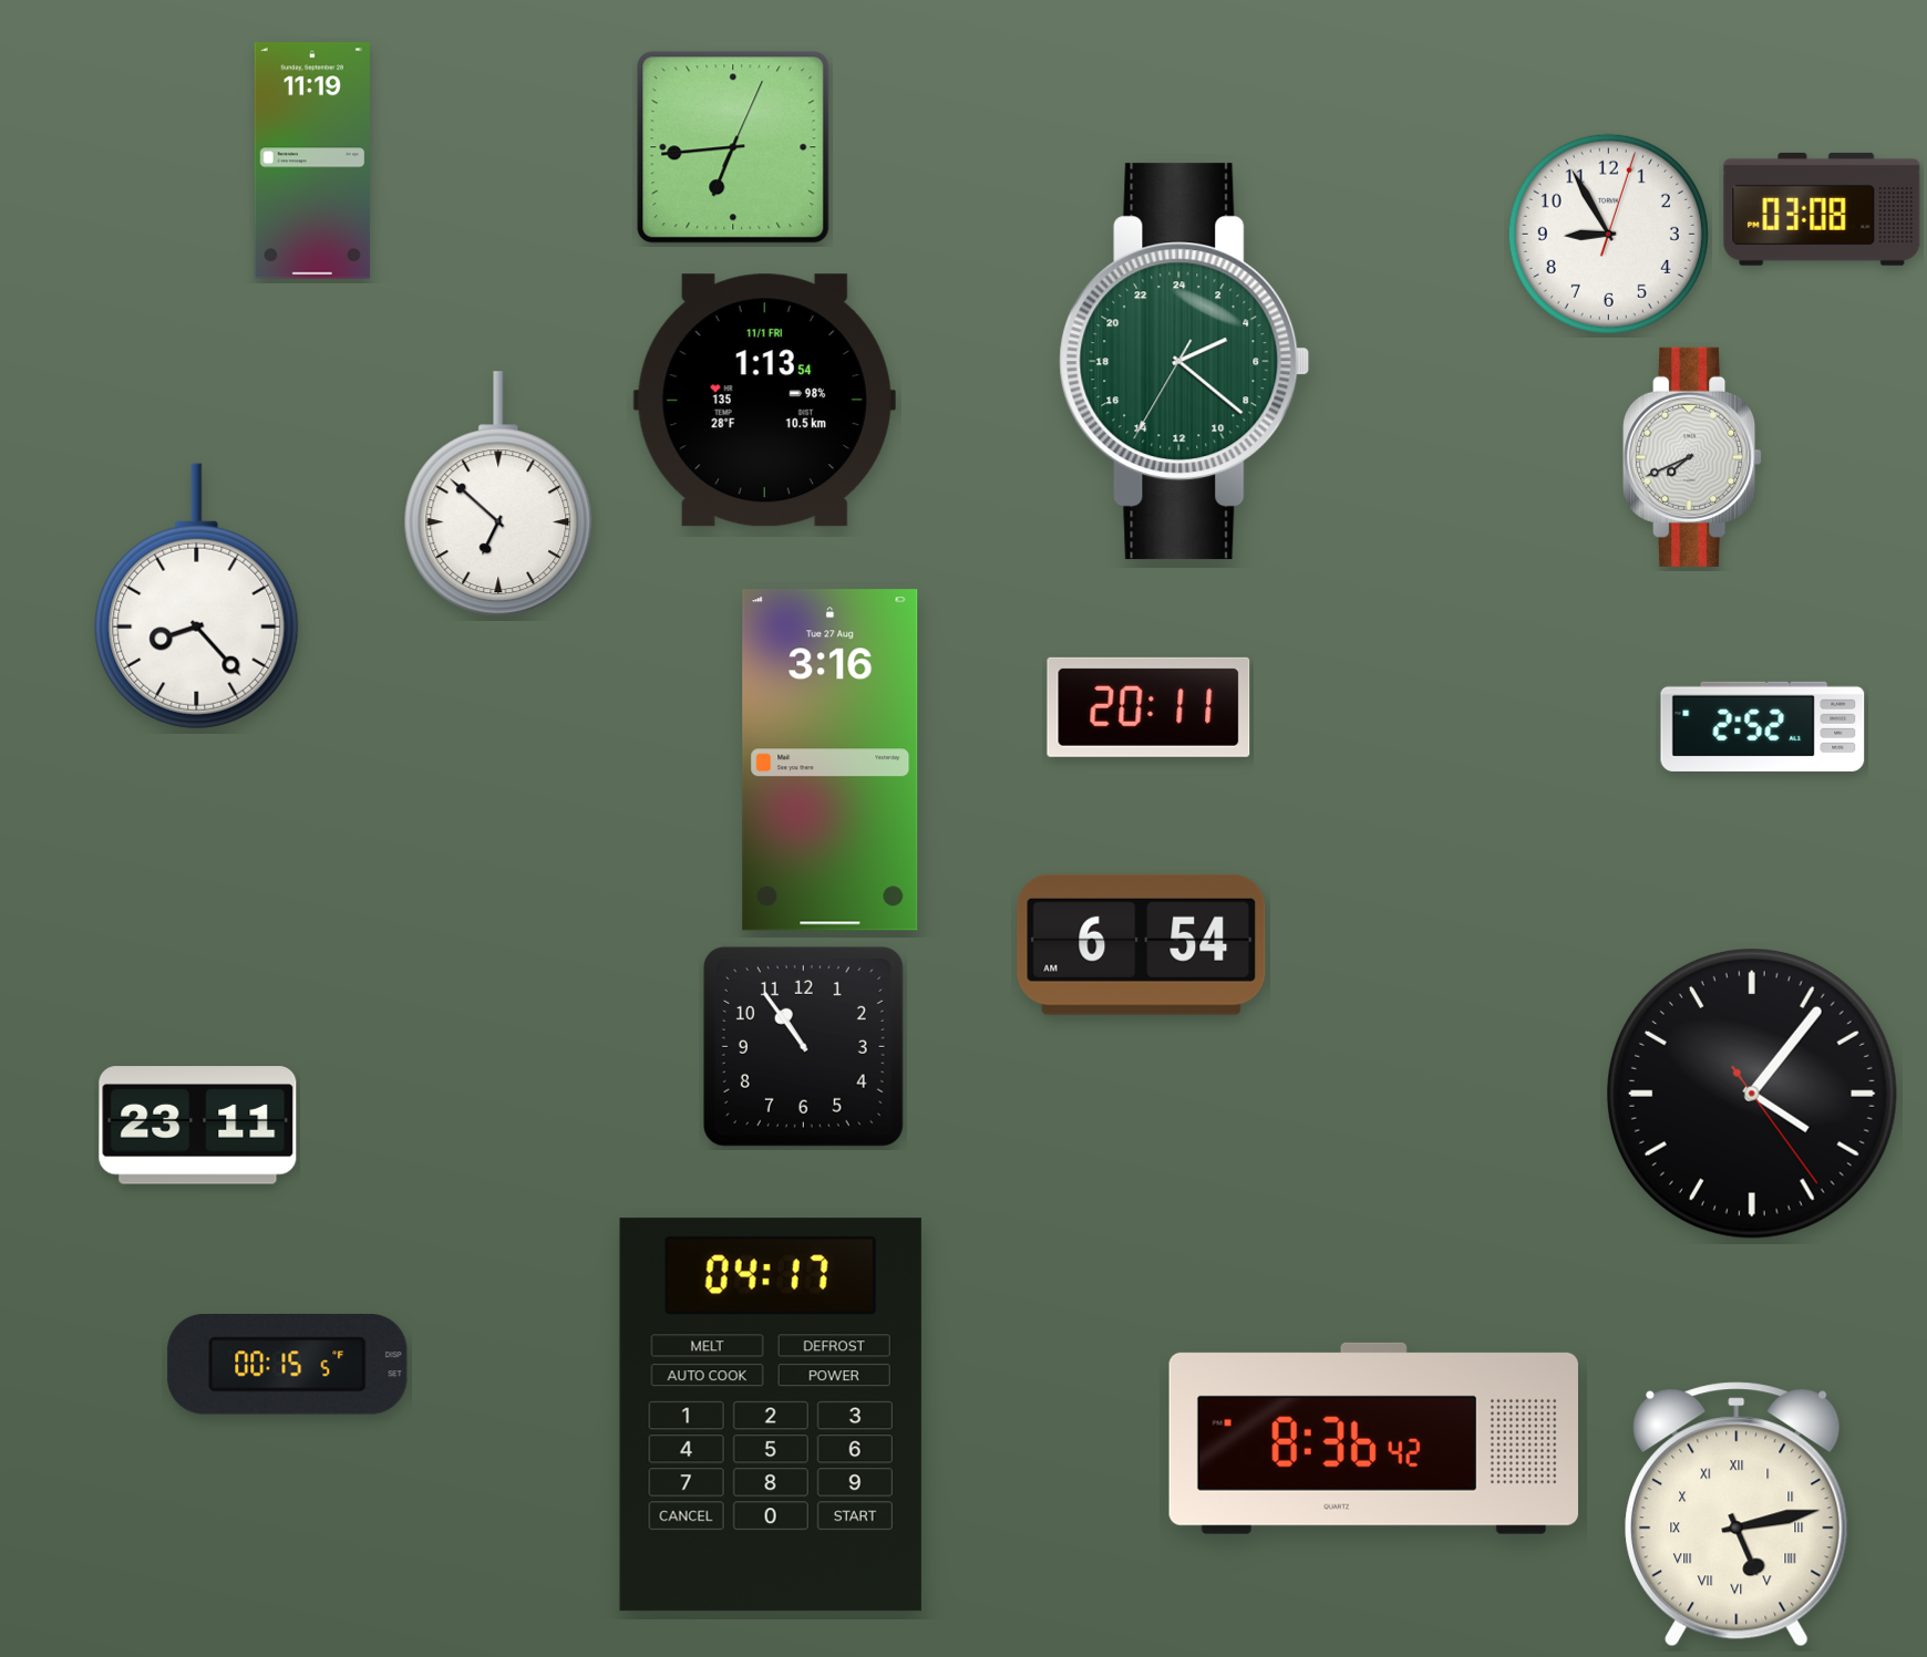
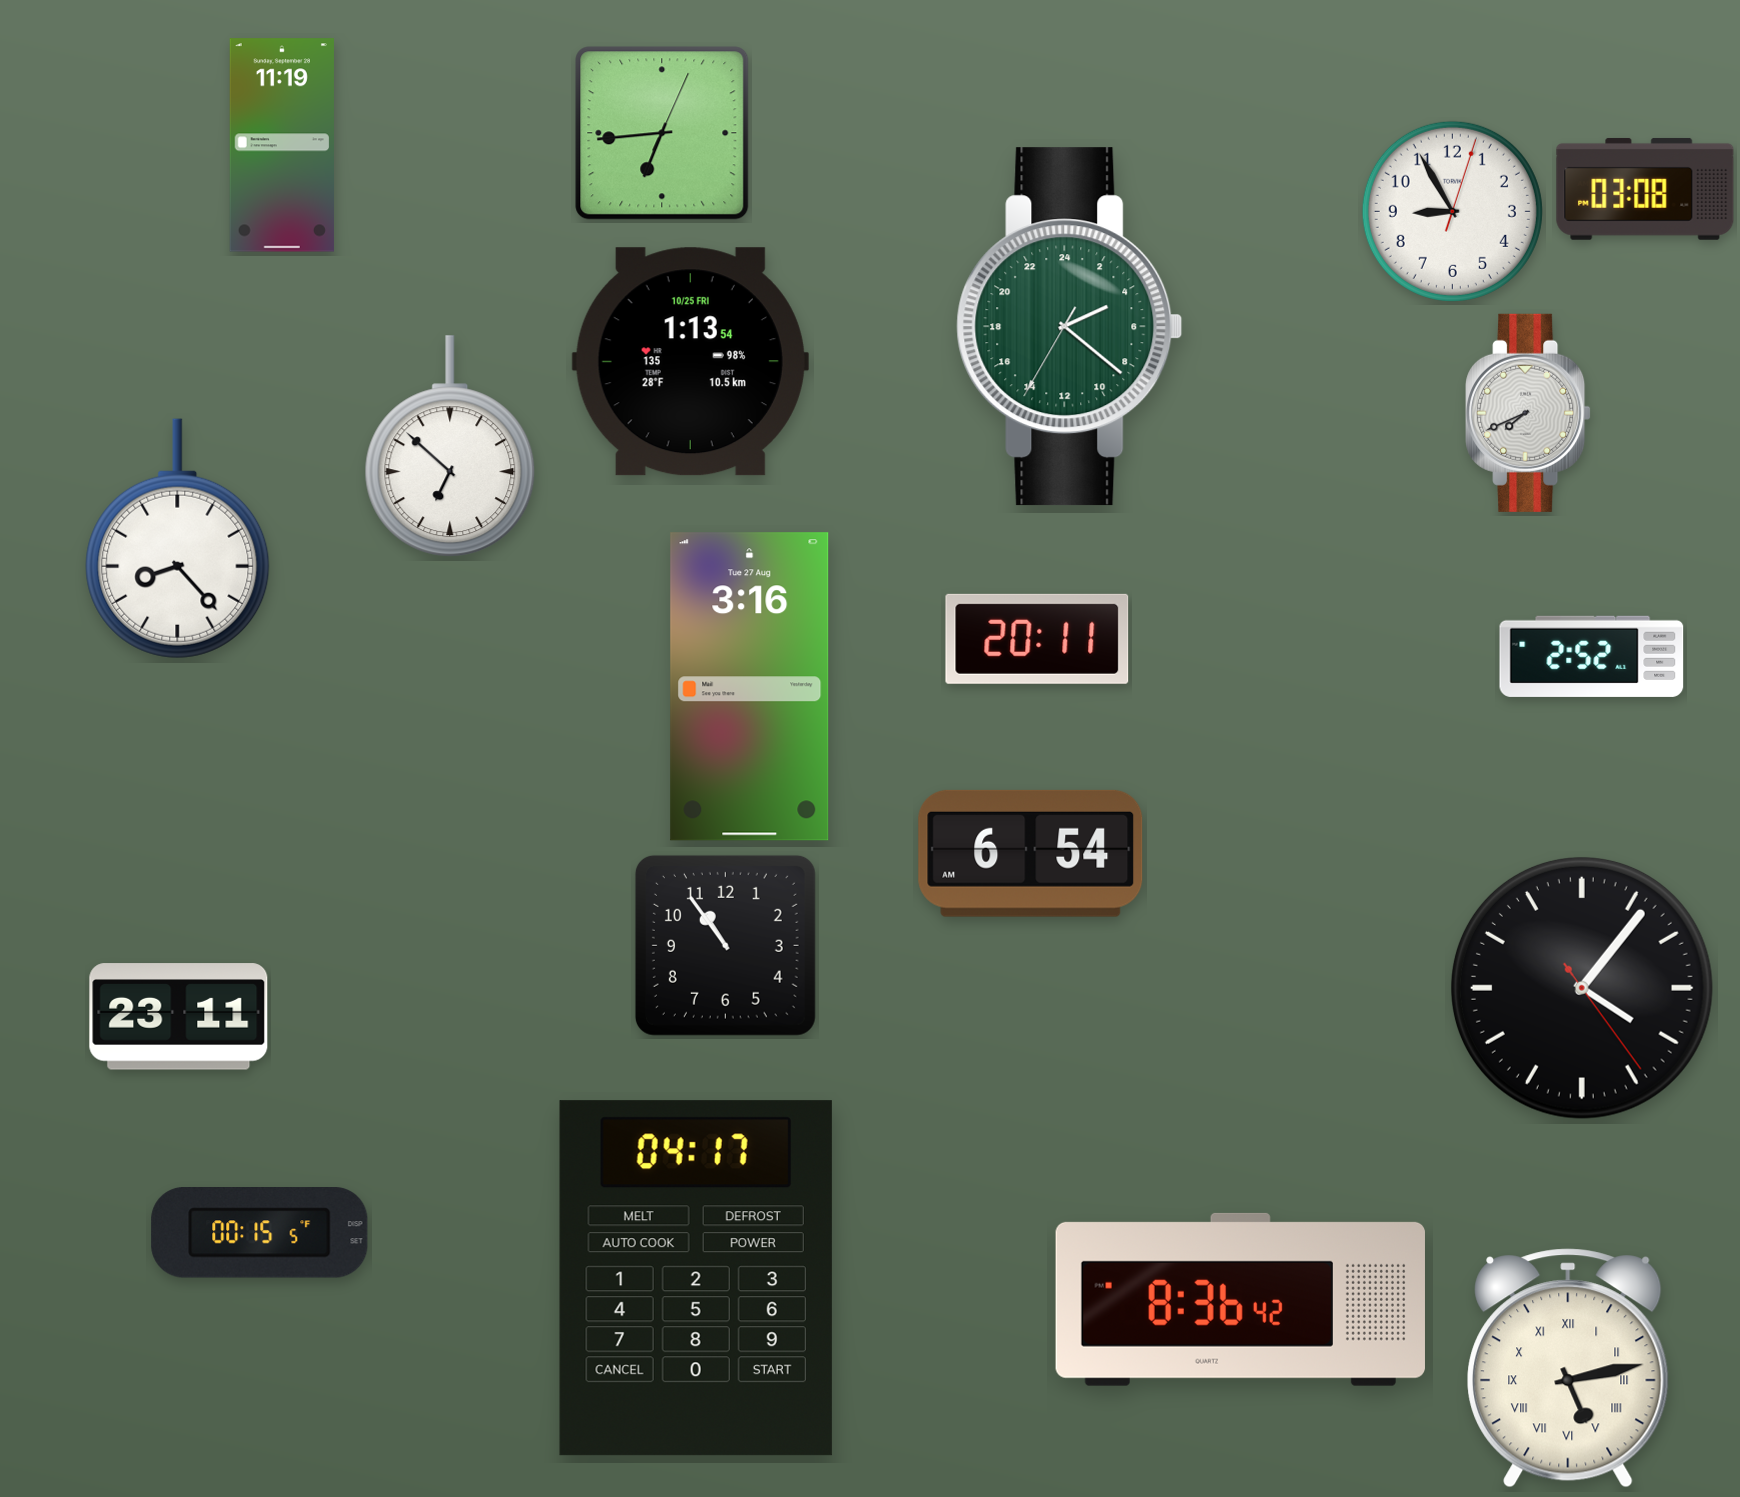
clock at (764, 401) date: 11/1 FRI -> 10/25 FRI
